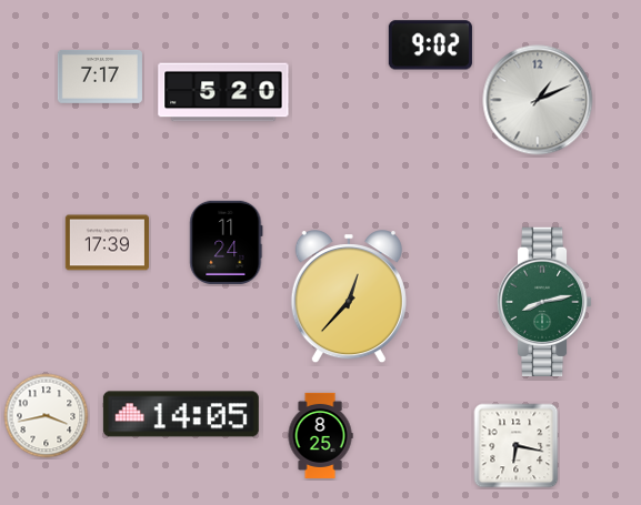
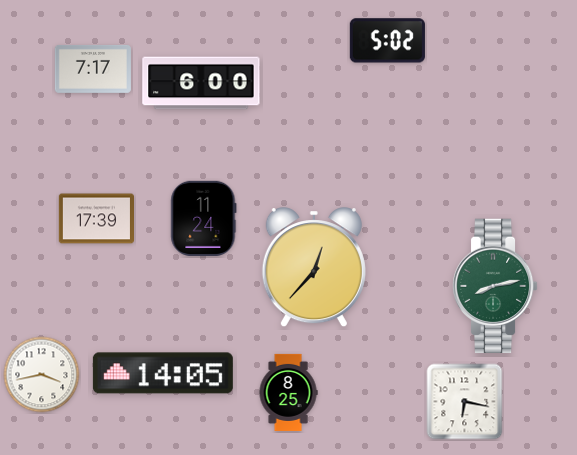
clock at (430, 46): 9:02 -> 5:02
clock at (100, 77) position: (100, 77) -> (93, 69)
clock at (223, 92): 5:20 -> 6:00
clock at (538, 100): 1:11 -> none
clock at (544, 302) position: (544, 302) -> (495, 286)
